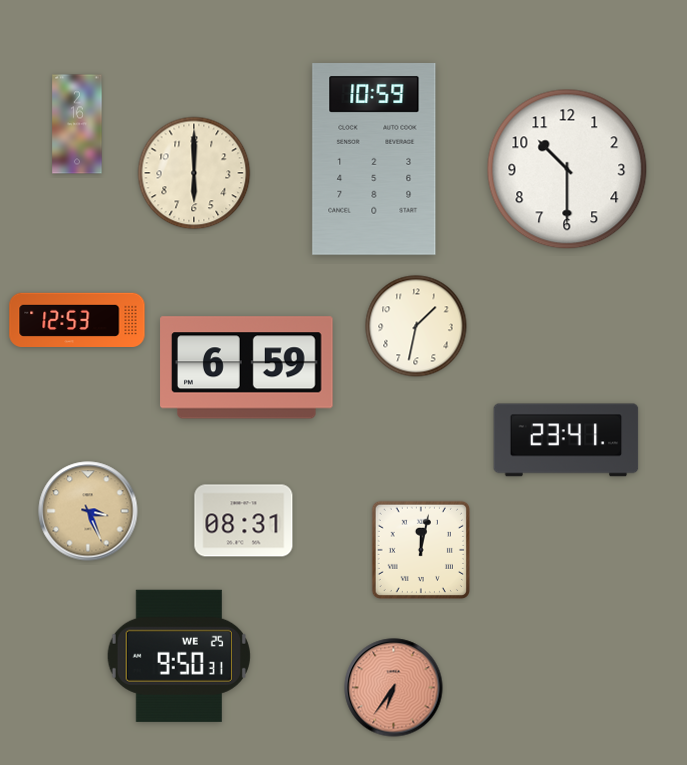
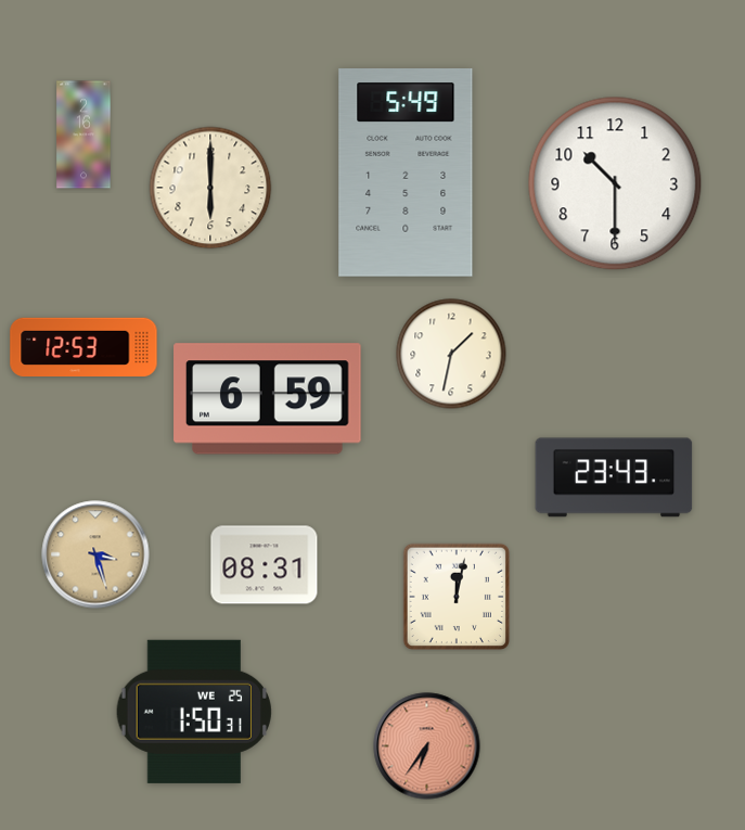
clock at (374, 160): 10:59 -> 5:49
clock at (566, 440): 23:41 -> 23:43
clock at (88, 511): 3:26 -> 3:27
clock at (179, 656): 9:50 -> 1:50
